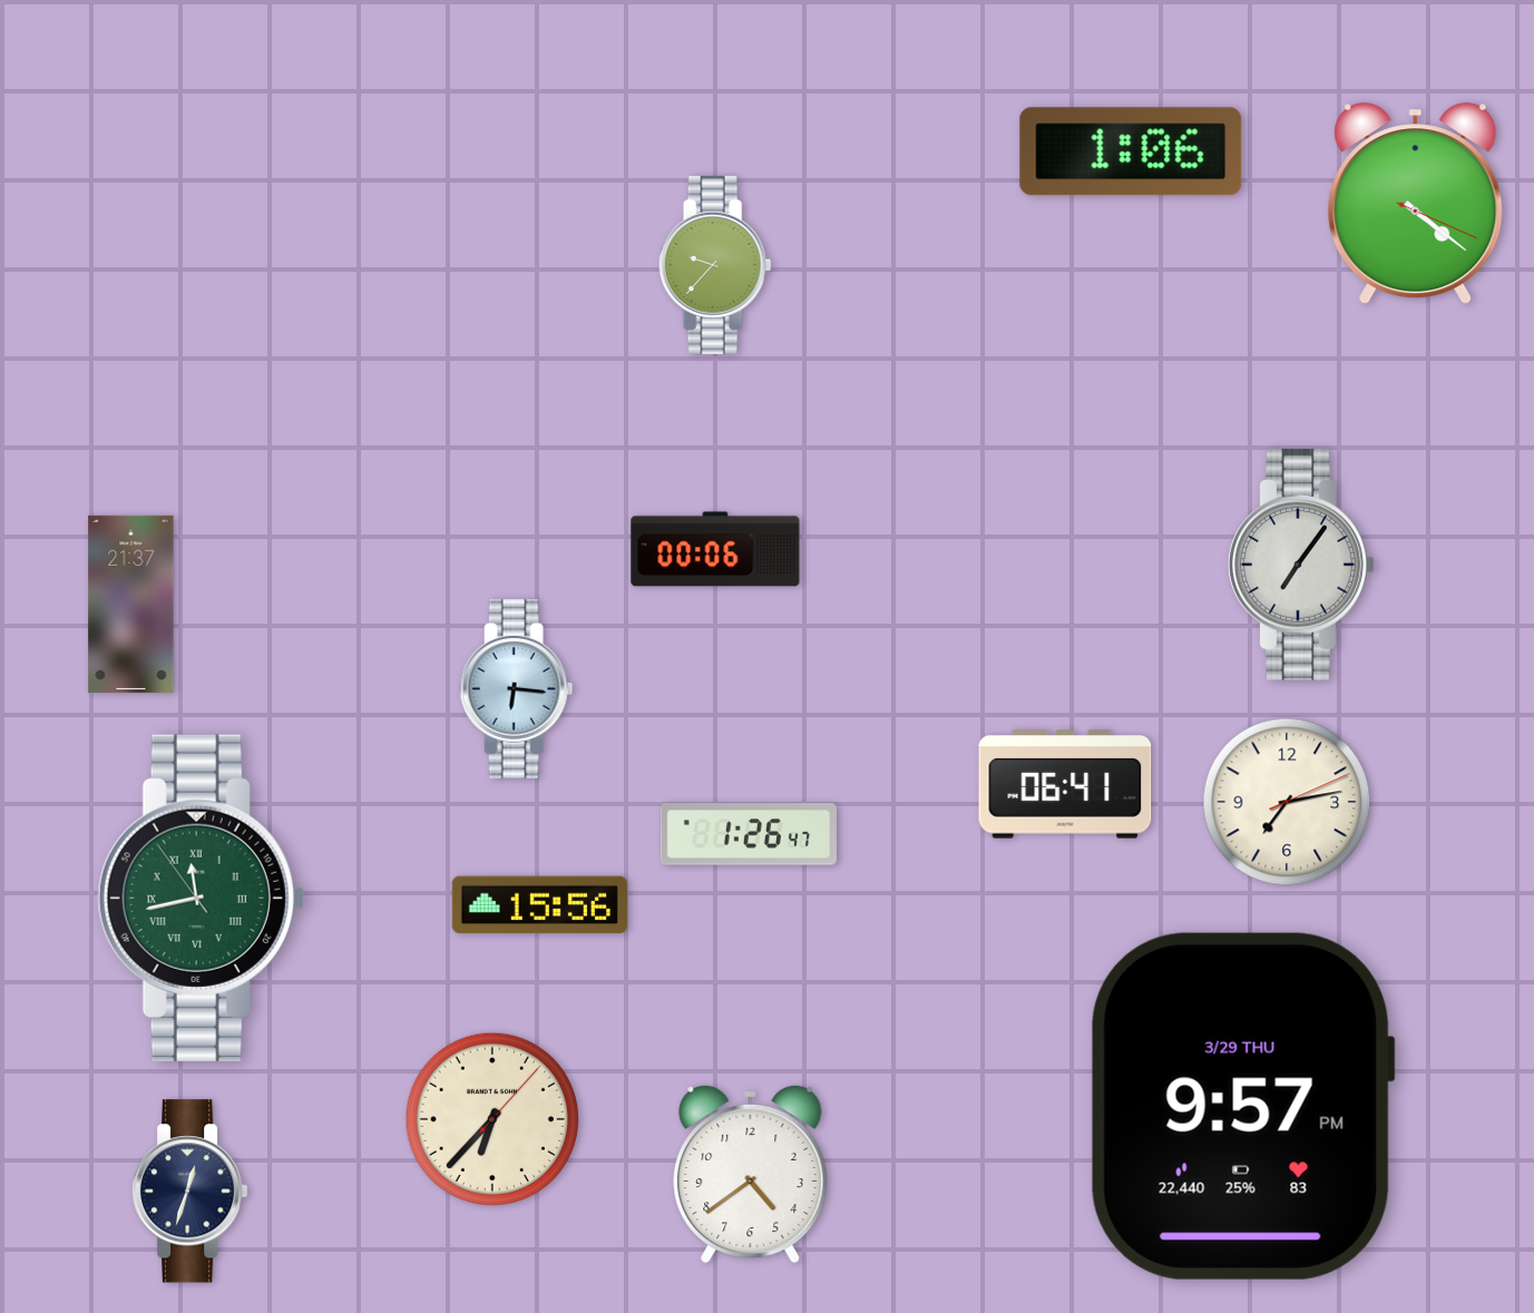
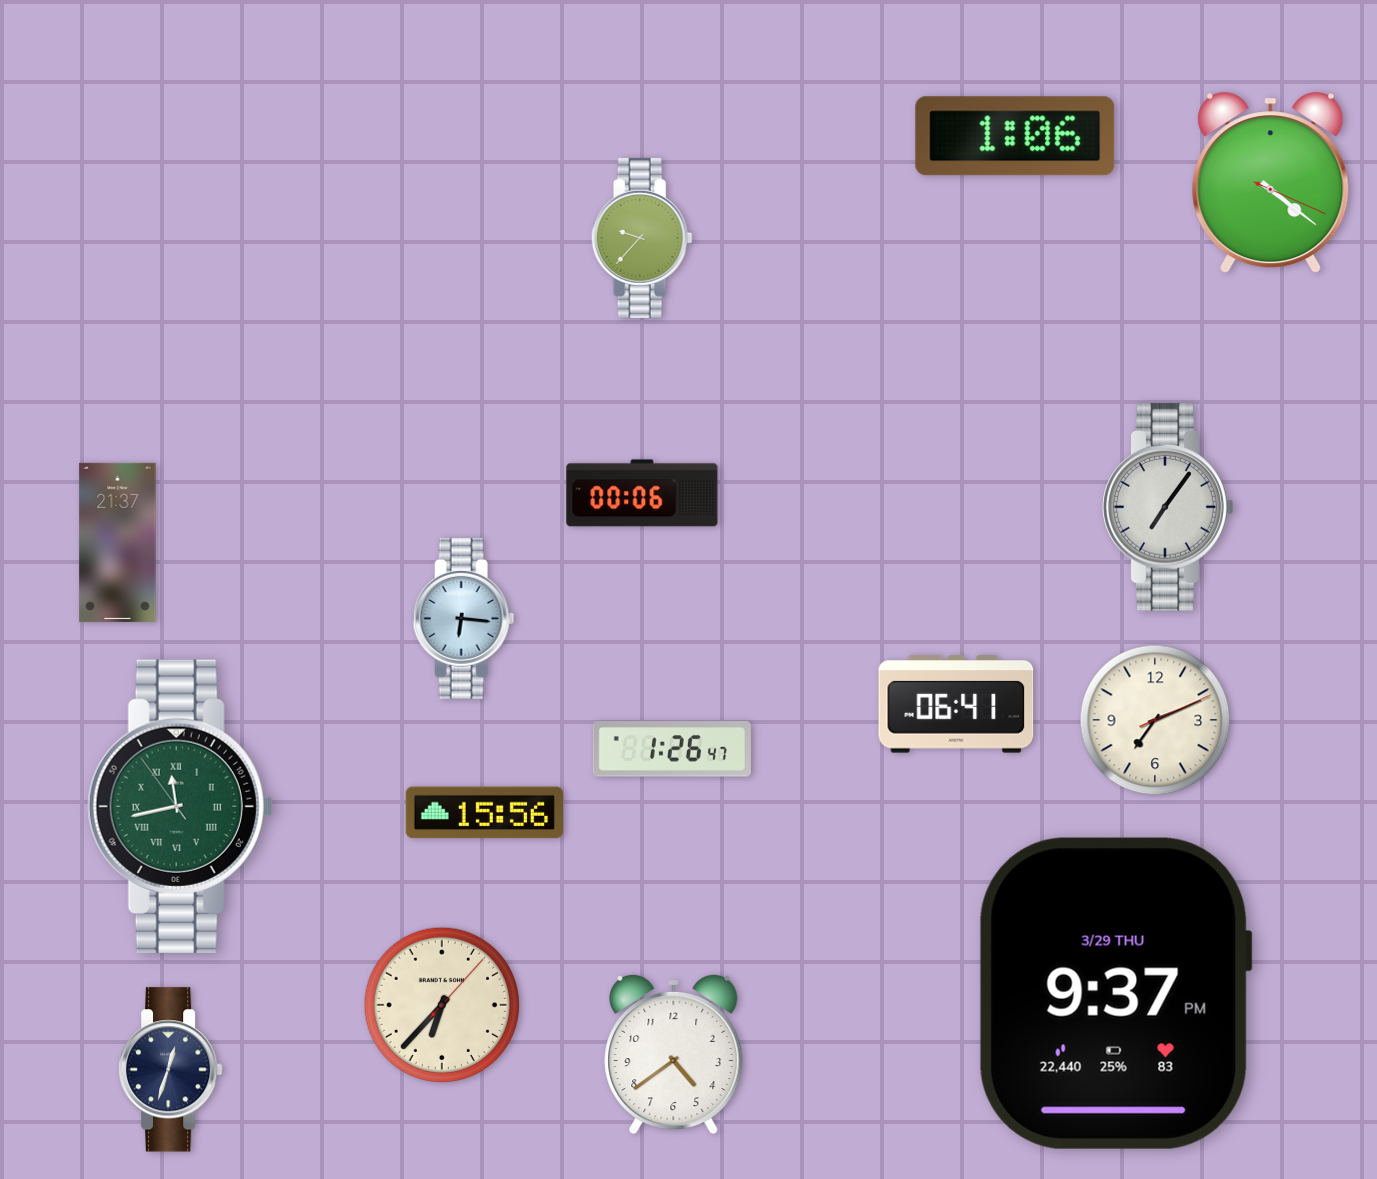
clock at (1287, 802): 7:13 -> 7:11
clock at (1242, 1106): 9:57 -> 9:37
